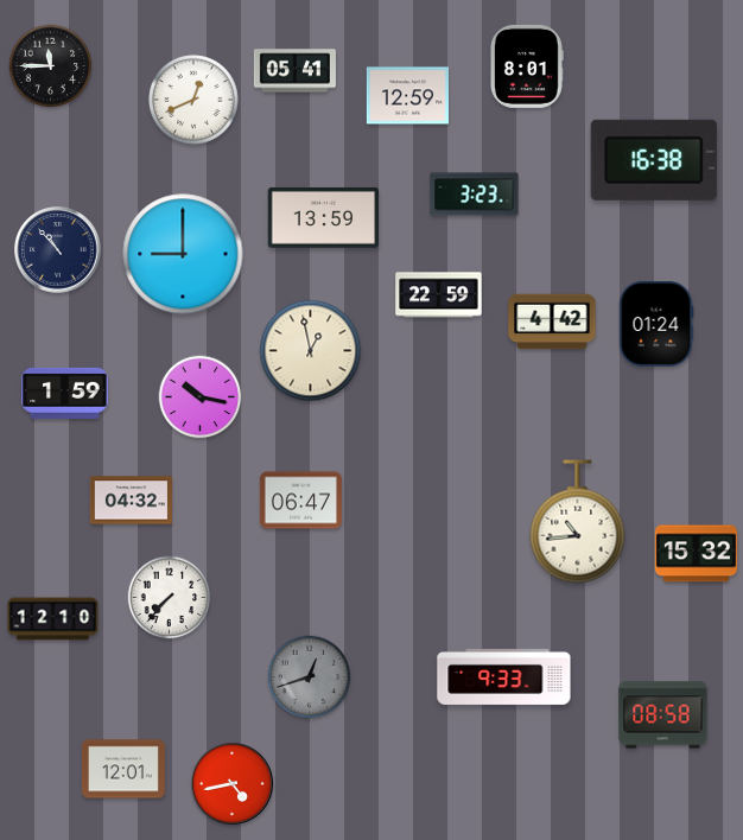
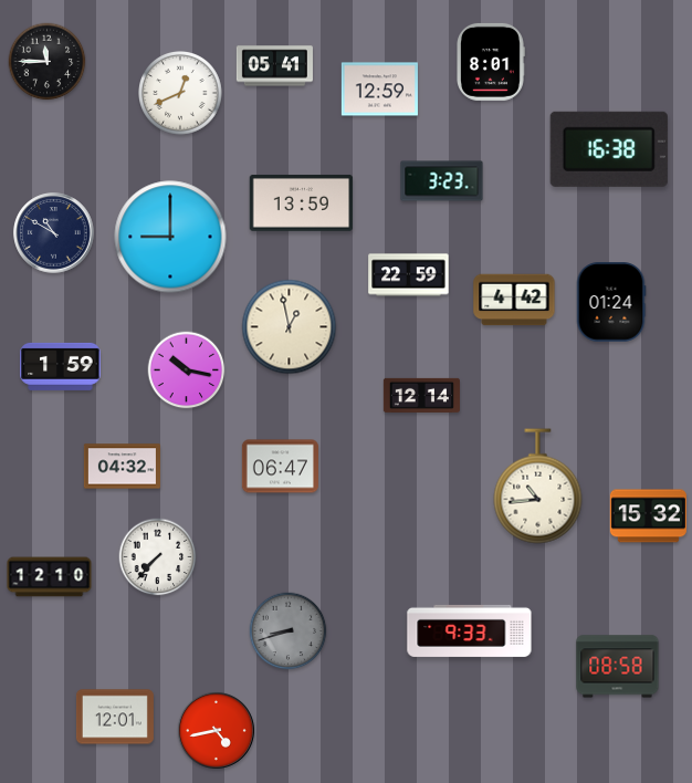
clock at (58, 250): 10:53 -> 10:50
clock at (421, 395): none -> 12:14
clock at (310, 677): 12:42 -> 8:42
